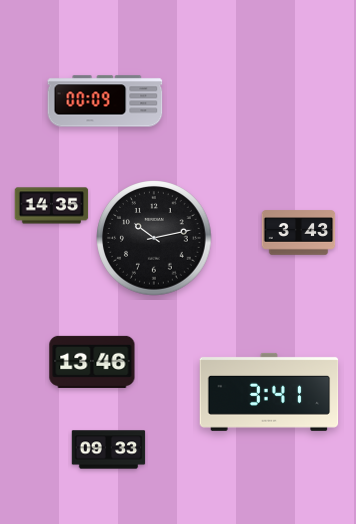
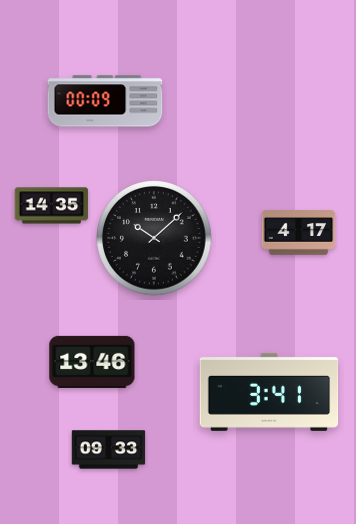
clock at (299, 233): 3:43 -> 4:17
clock at (154, 238): 10:13 -> 10:08
